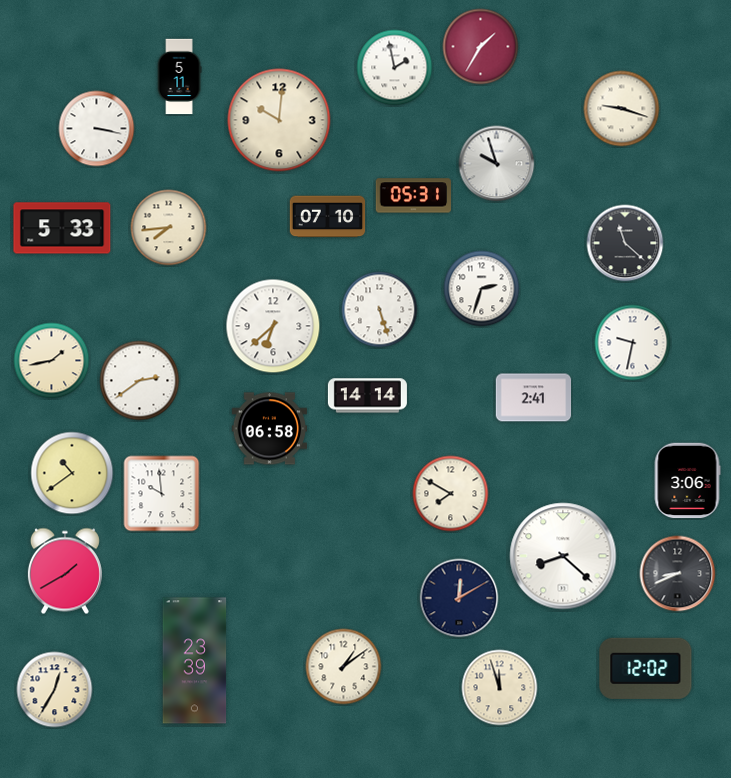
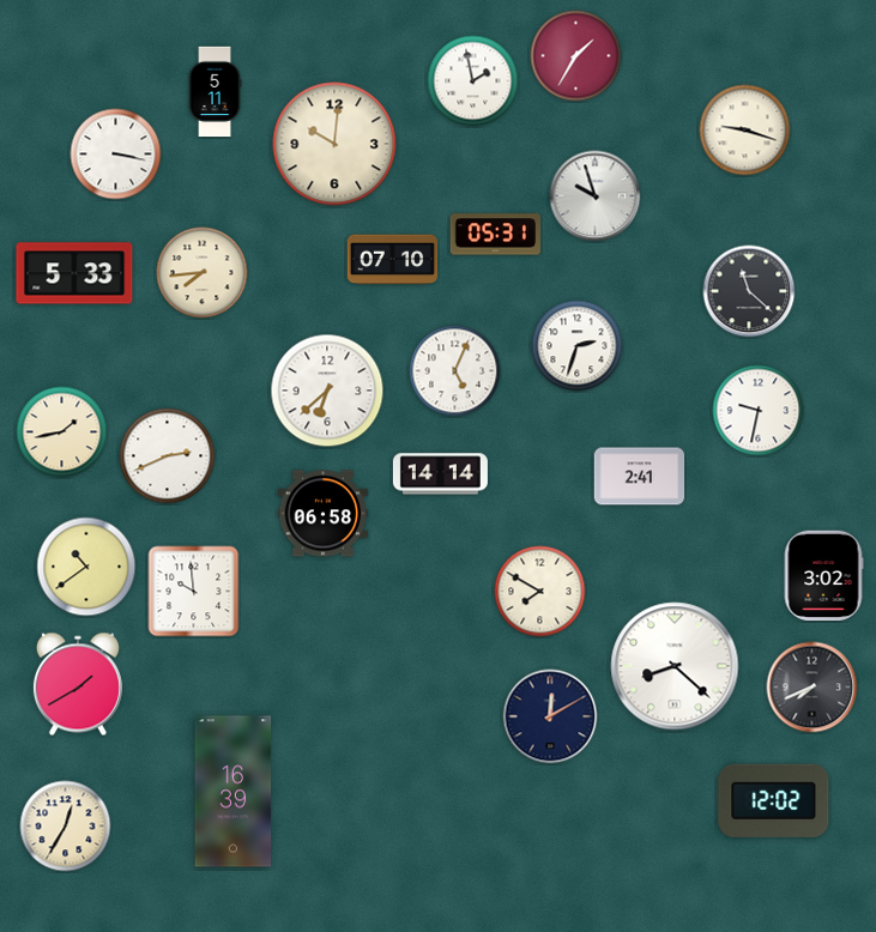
clock at (380, 310): 5:27 -> 5:04
clock at (140, 381): 2:39 -> 2:41
clock at (687, 481): 3:06 -> 3:02
clock at (678, 574): 8:41 -> 7:41
clock at (195, 661): 23:39 -> 16:39
clock at (344, 667): 1:09 -> none
clock at (500, 688): 11:57 -> none
